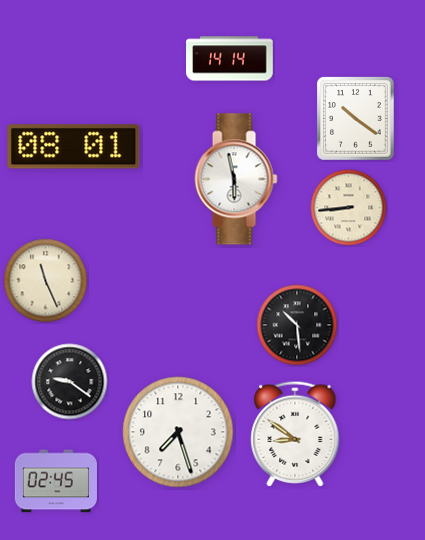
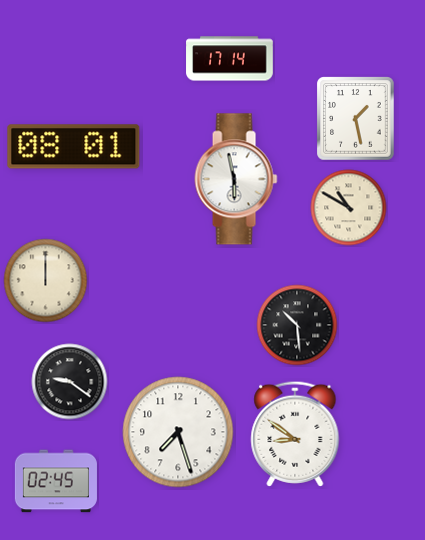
clock at (230, 59): 14:14 -> 17:14
clock at (356, 119): 10:21 -> 1:28
clock at (349, 208): 8:44 -> 10:50
clock at (46, 281): 11:26 -> 12:00
